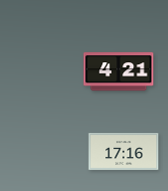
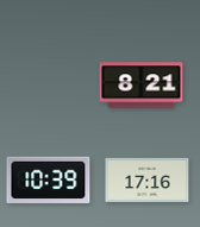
clock at (119, 72): 4:21 -> 8:21
clock at (49, 181): none -> 10:39
